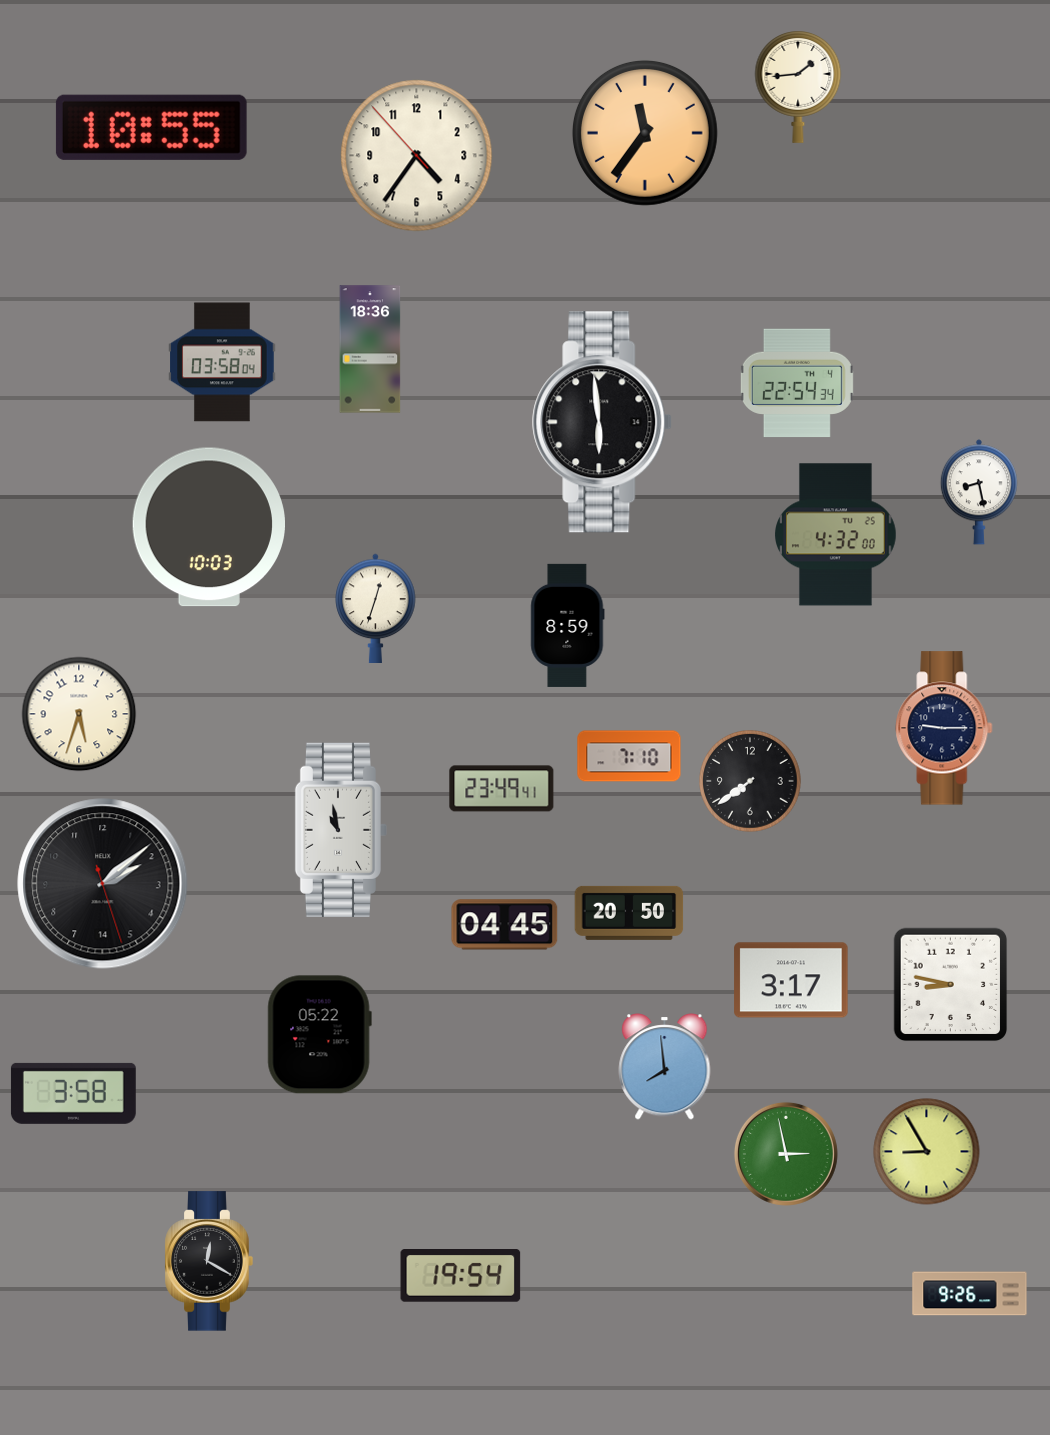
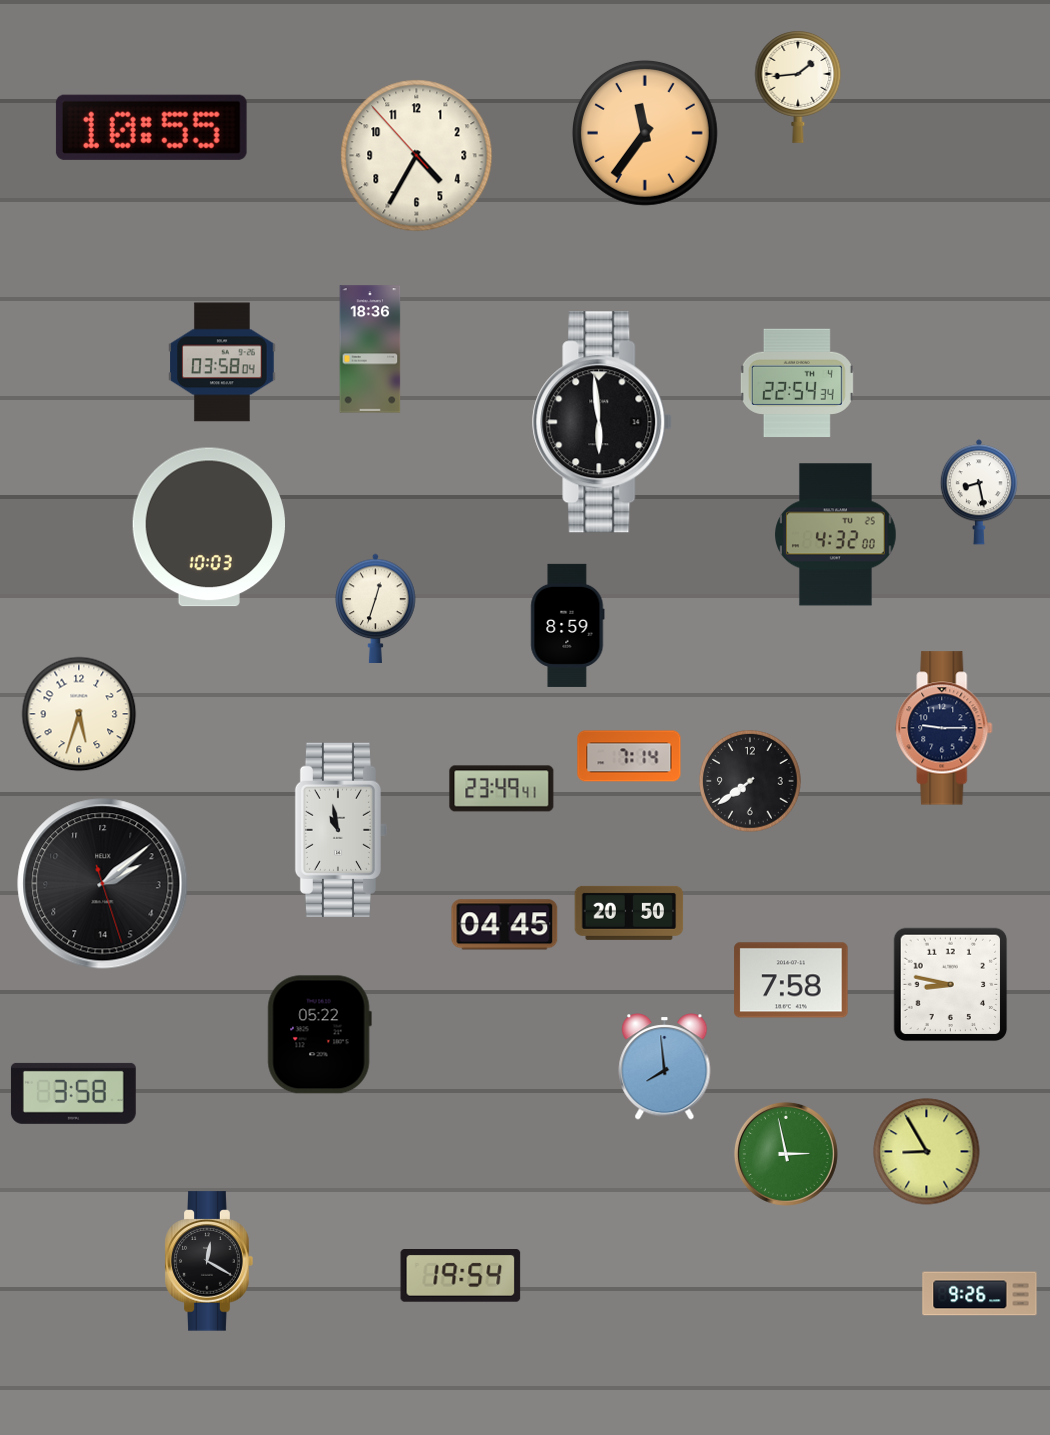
clock at (417, 156): 4:35 -> 4:34
clock at (629, 756): 7:10 -> 7:14
clock at (791, 980): 3:17 -> 7:58
clock at (970, 1294) position: (970, 1294) -> (980, 1294)
